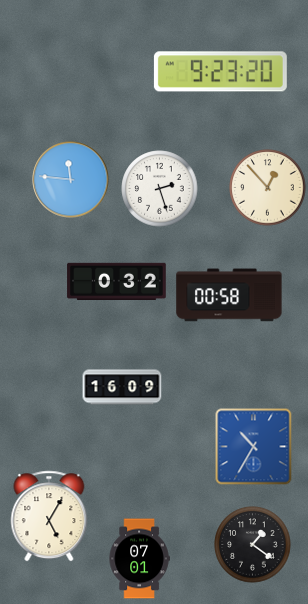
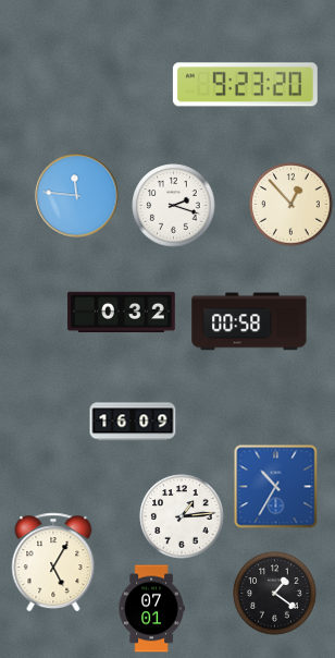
clock at (220, 72) position: (220, 72) -> (245, 85)
clock at (160, 189): 2:27 -> 2:18
clock at (117, 282) position: (117, 282) -> (122, 313)
clock at (182, 516): none -> 1:14
